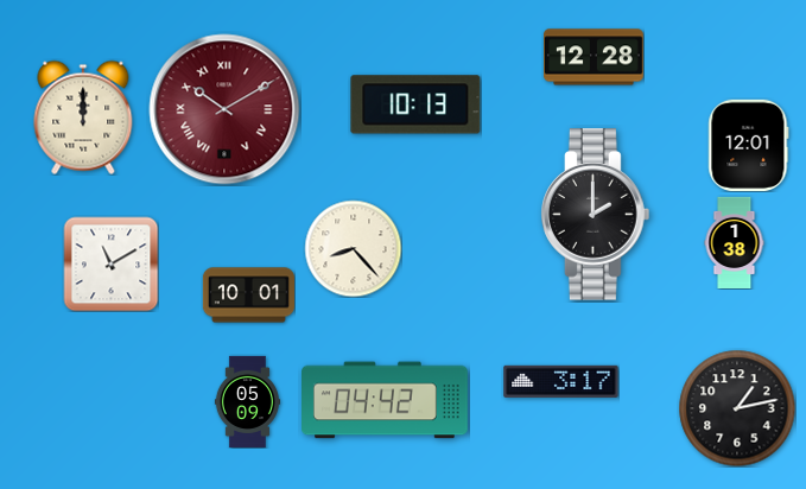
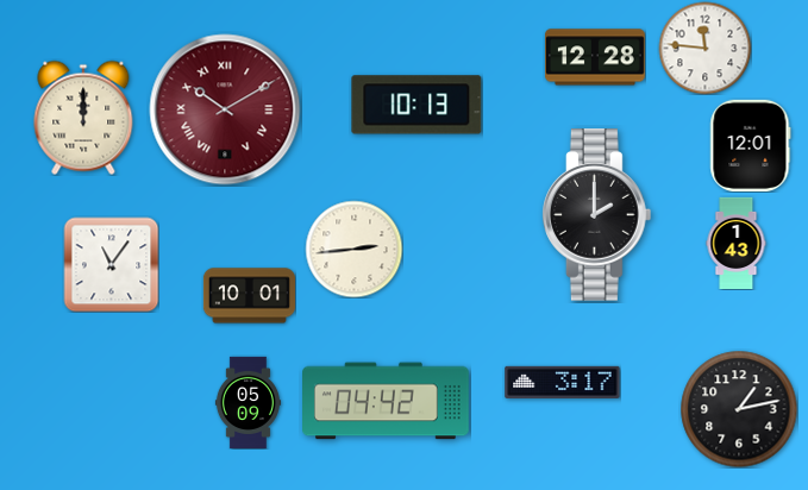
clock at (704, 48): none -> 11:46
clock at (735, 242): 1:38 -> 1:43
clock at (353, 248): 8:23 -> 2:44
clock at (110, 263): 11:10 -> 11:06
